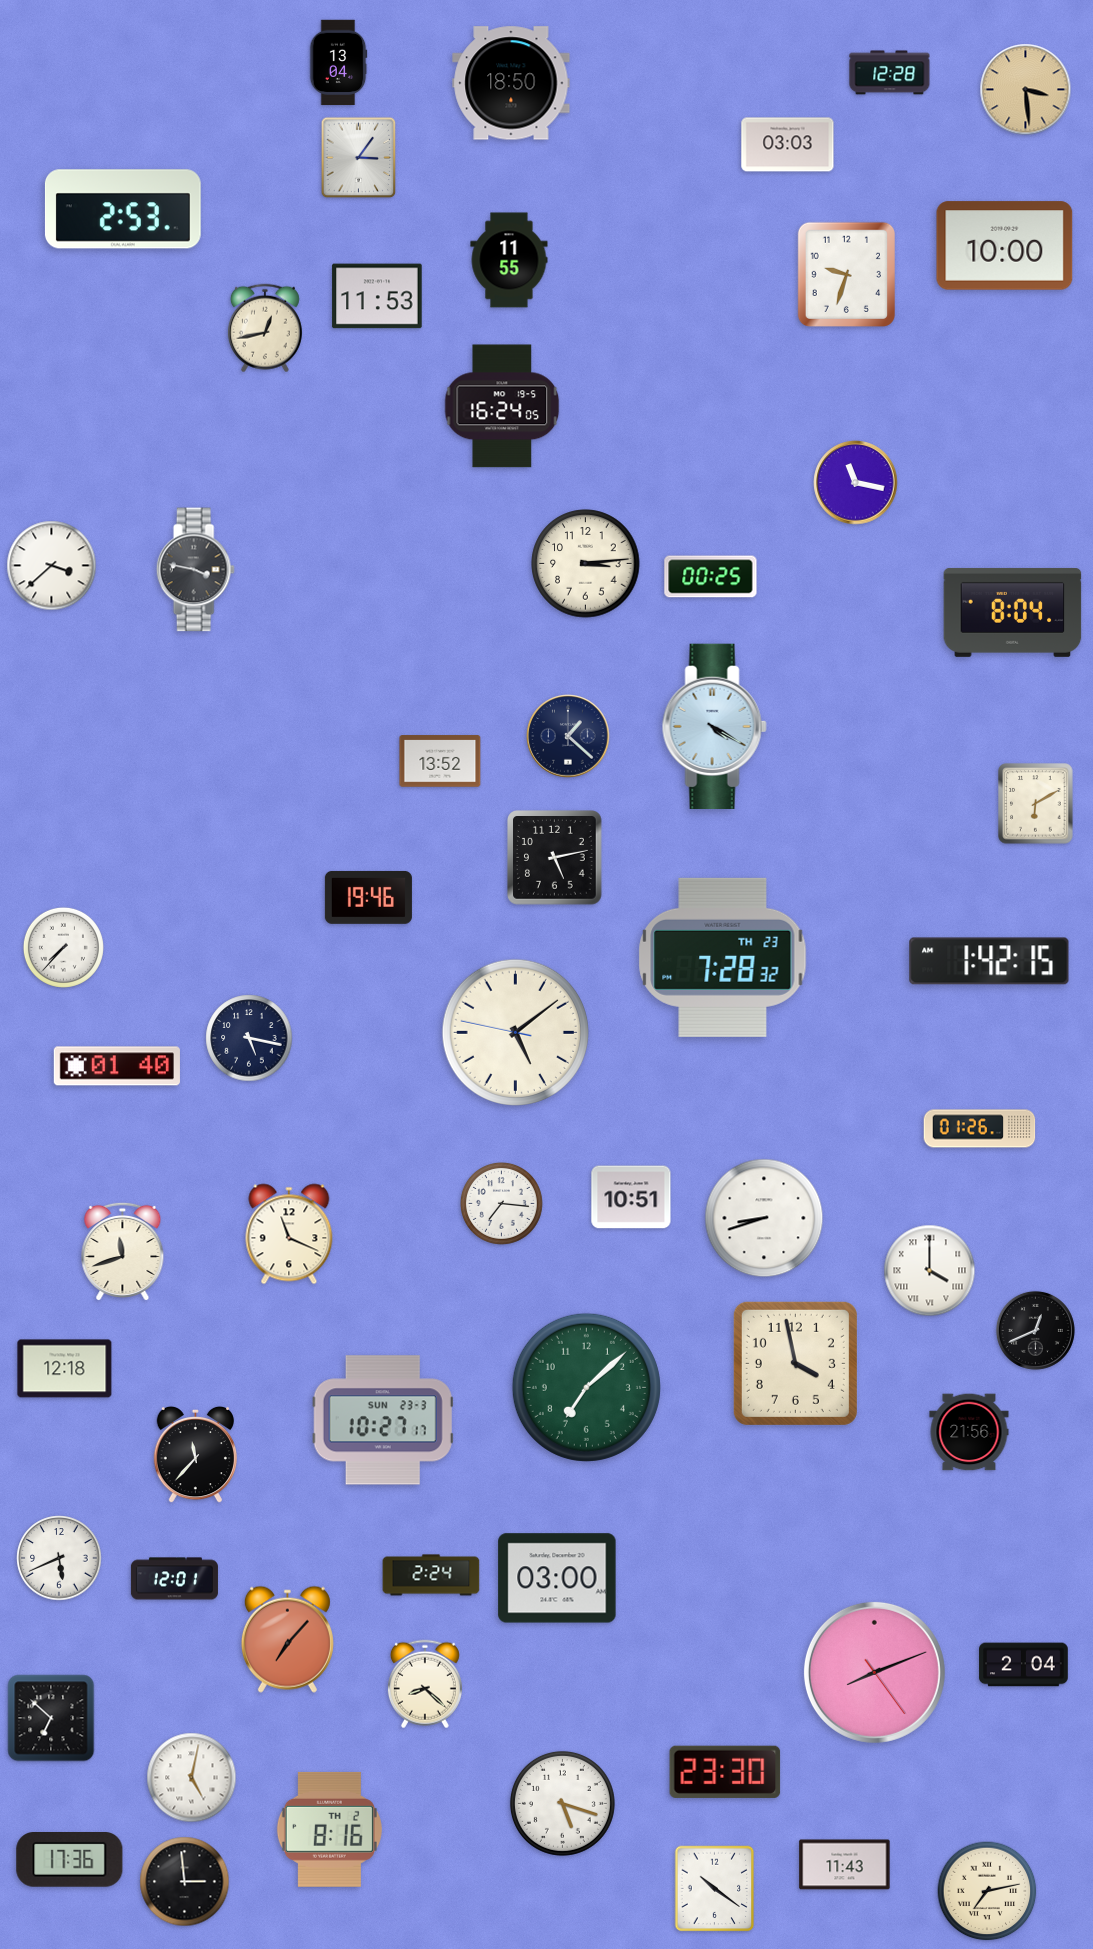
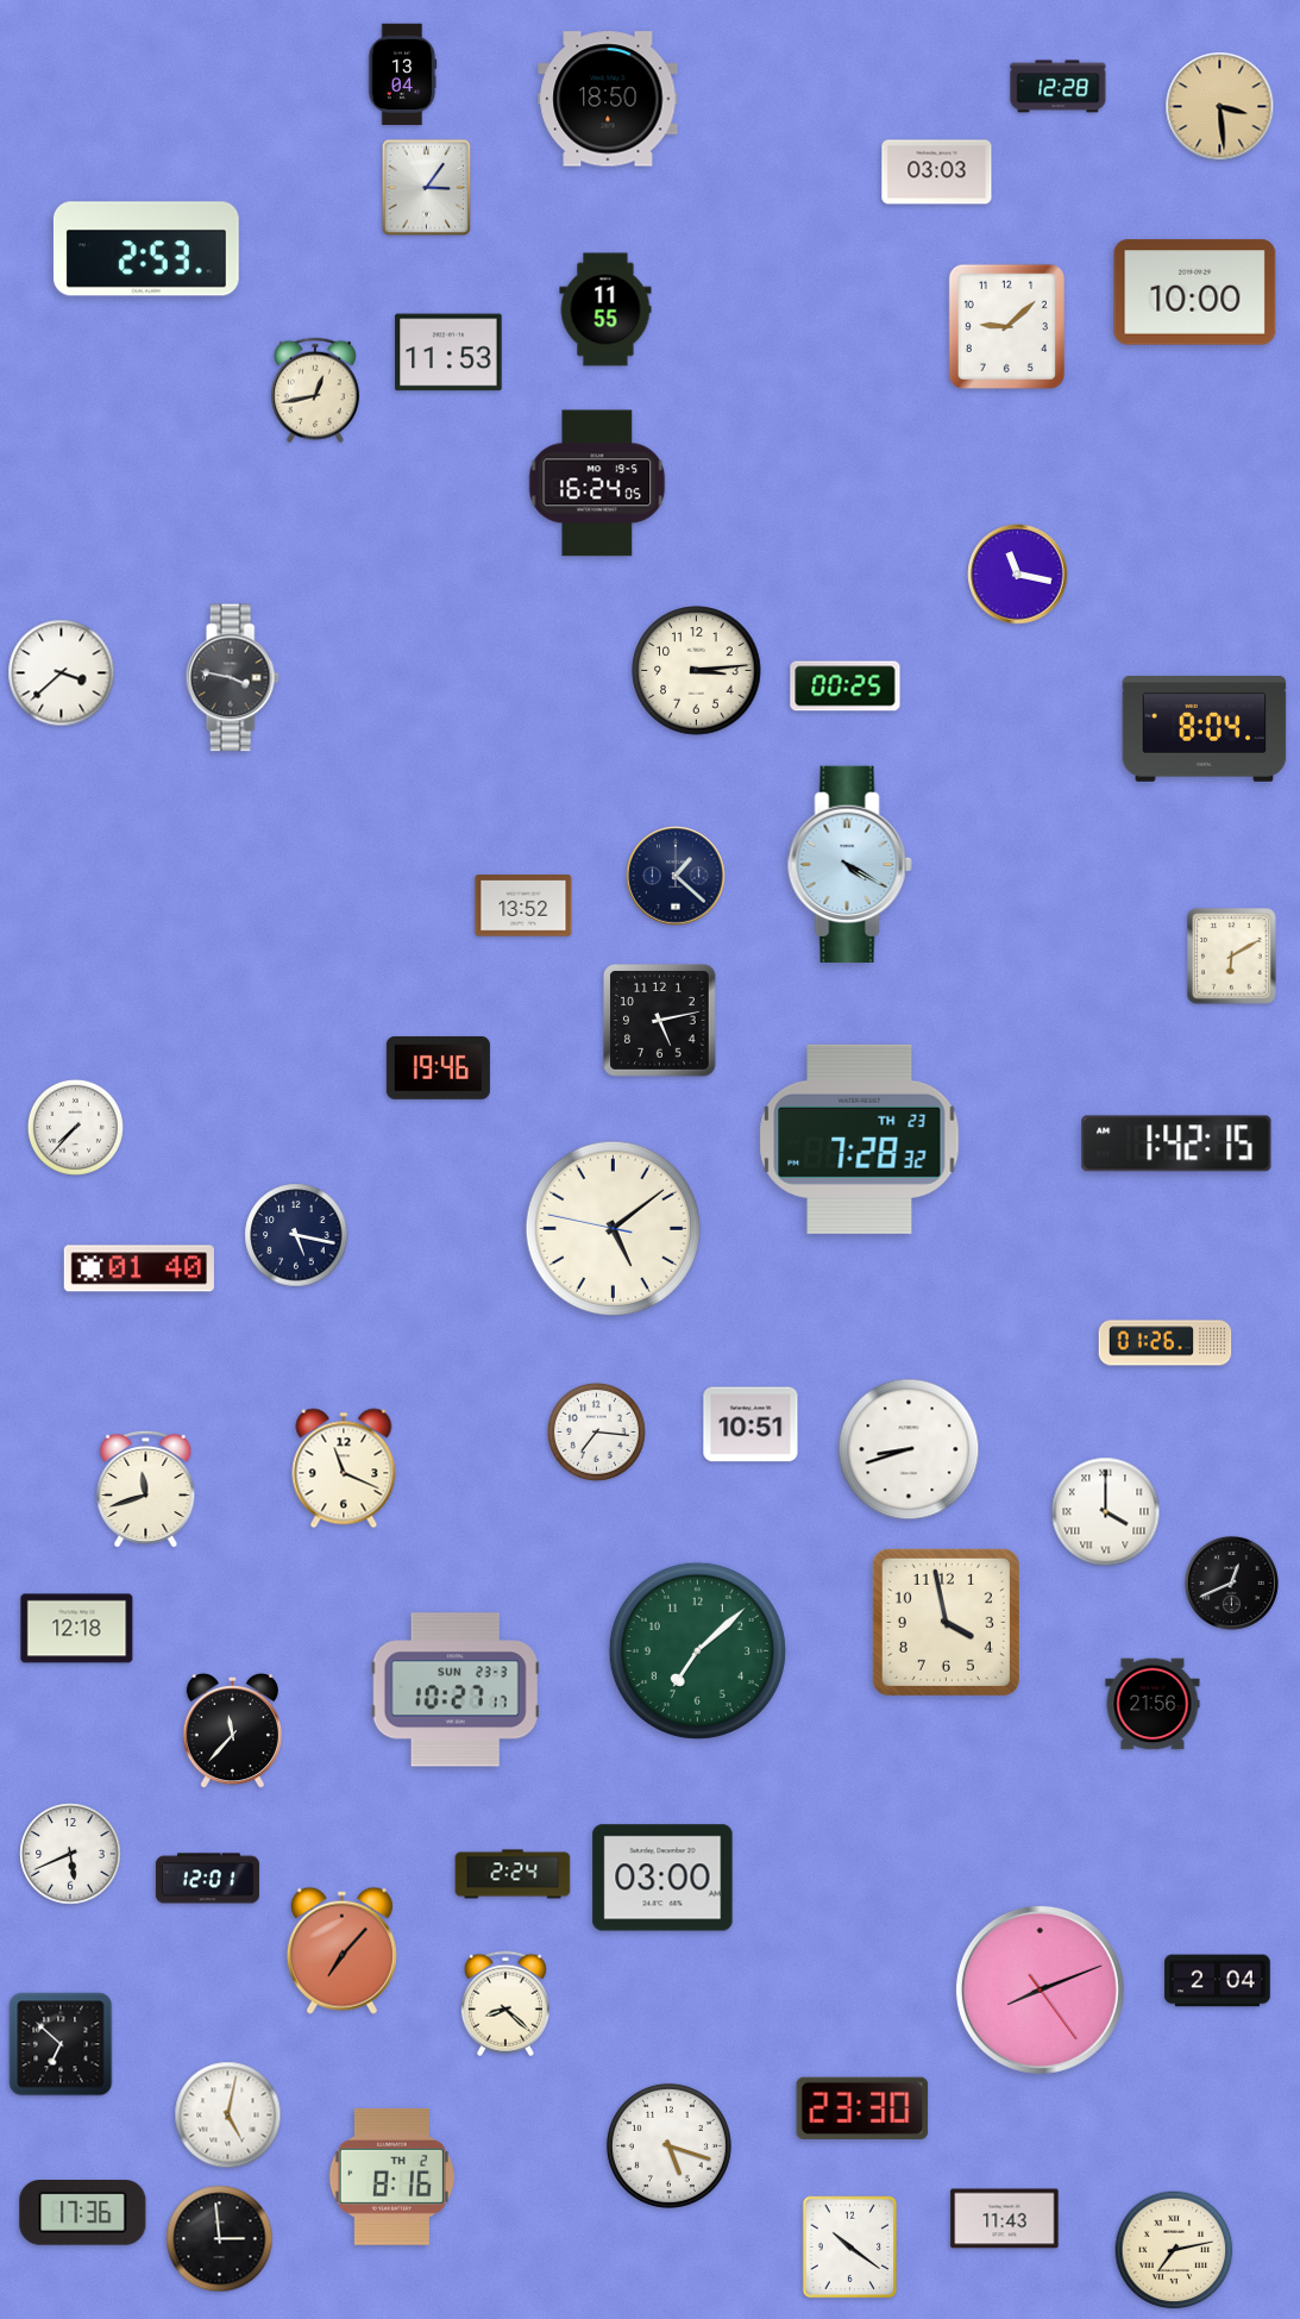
clock at (846, 274): 9:33 -> 9:08
